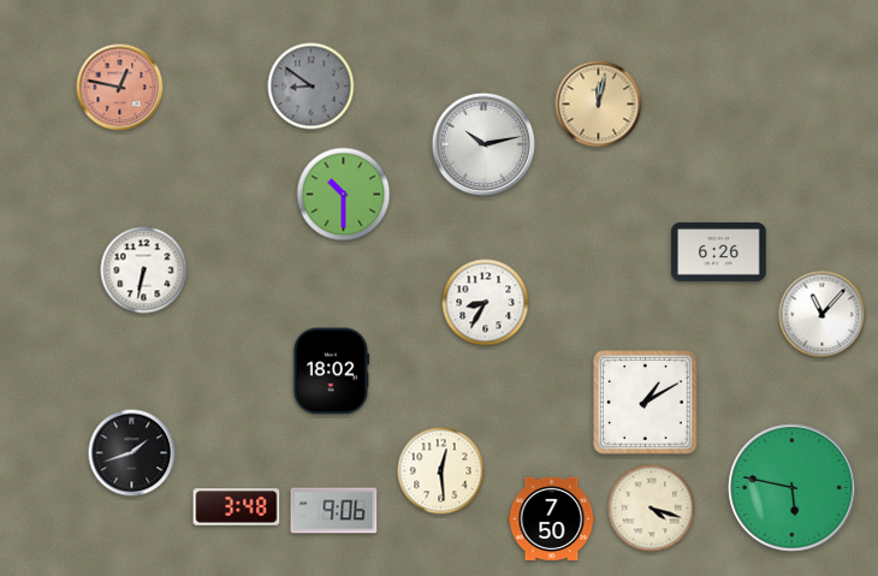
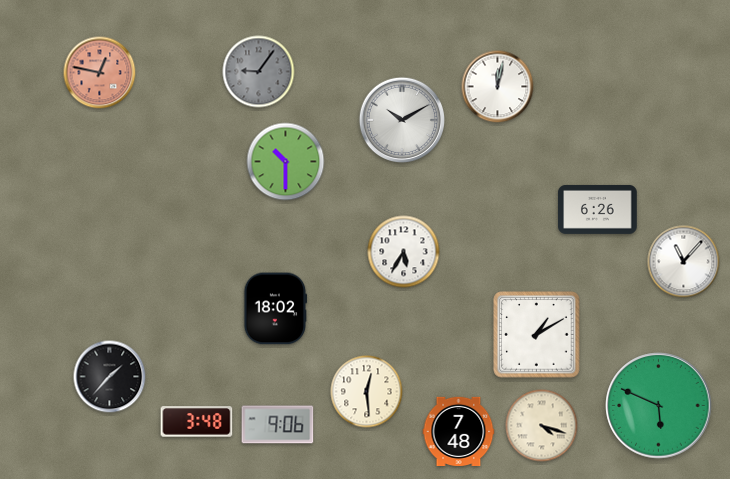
clock at (312, 87): 8:51 -> 9:06
clock at (599, 105) dial: champagne -> white
clock at (484, 144): 10:13 -> 10:10
clock at (144, 271): 6:32 -> none
clock at (486, 303): 8:35 -> 5:35
clock at (132, 453): 1:42 -> 1:37
clock at (793, 488): 5:47 -> 5:49
clock at (652, 509) position: (652, 509) -> (542, 426)
clock at (552, 518): 7:50 -> 7:48
